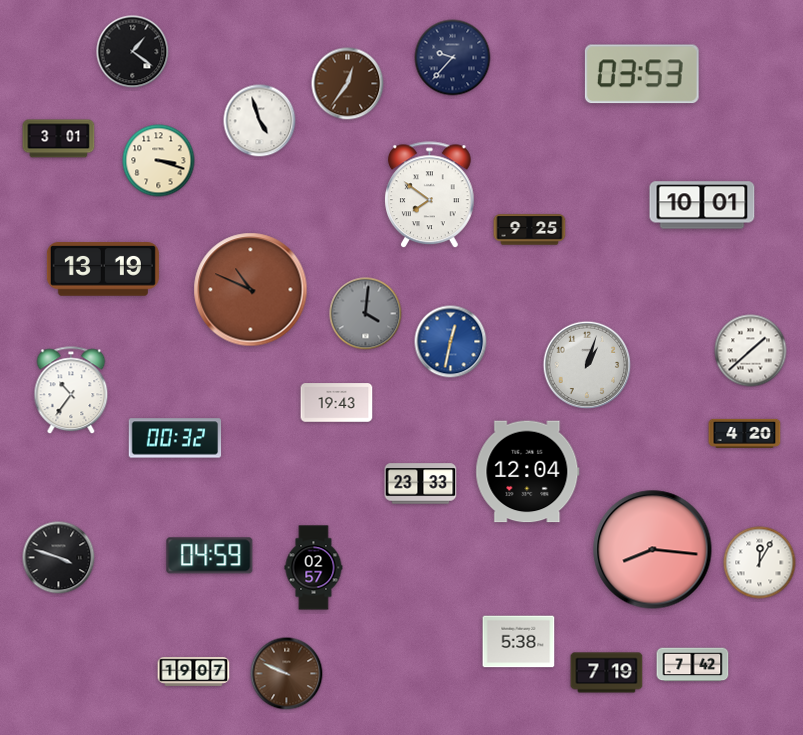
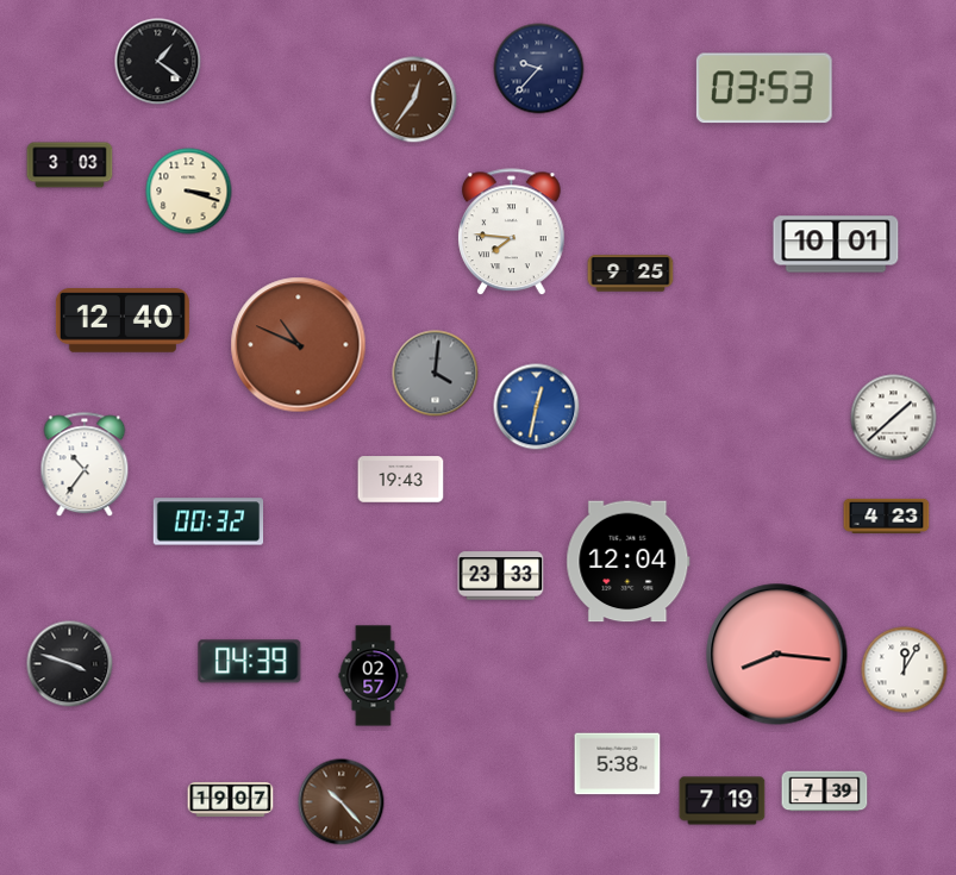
clock at (260, 121): 4:57 -> none
clock at (59, 139): 3:01 -> 3:03
clock at (430, 195): 7:51 -> 7:46
clock at (103, 269): 13:19 -> 12:40
clock at (587, 365): 1:03 -> none
clock at (745, 433): 4:20 -> 4:23
clock at (210, 556): 04:59 -> 04:39
clock at (693, 665): 7:42 -> 7:39
clock at (287, 674): 9:49 -> 10:23
